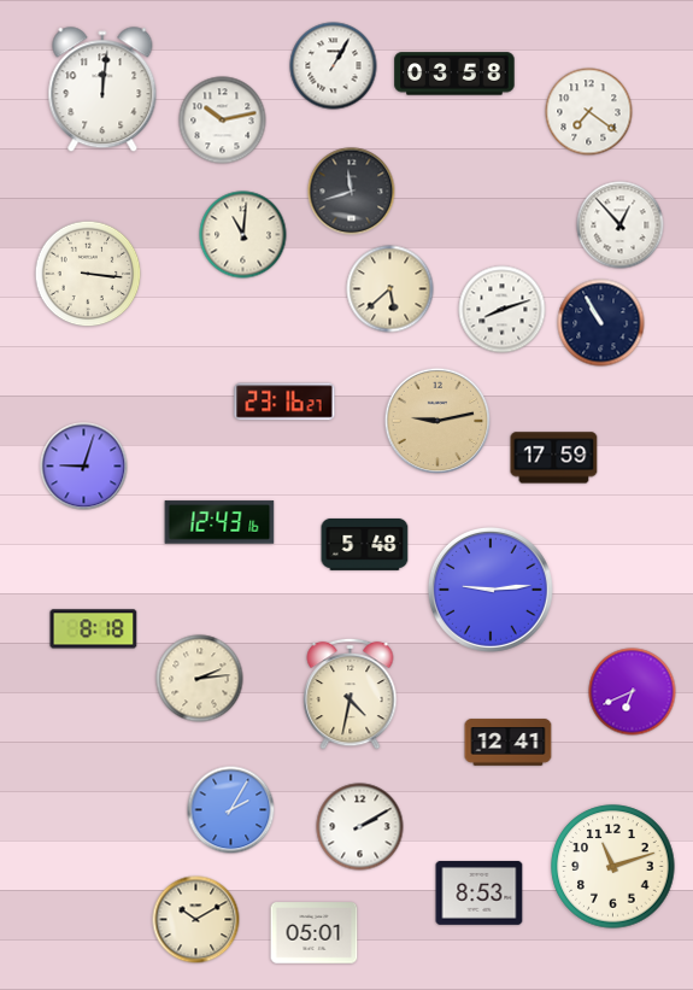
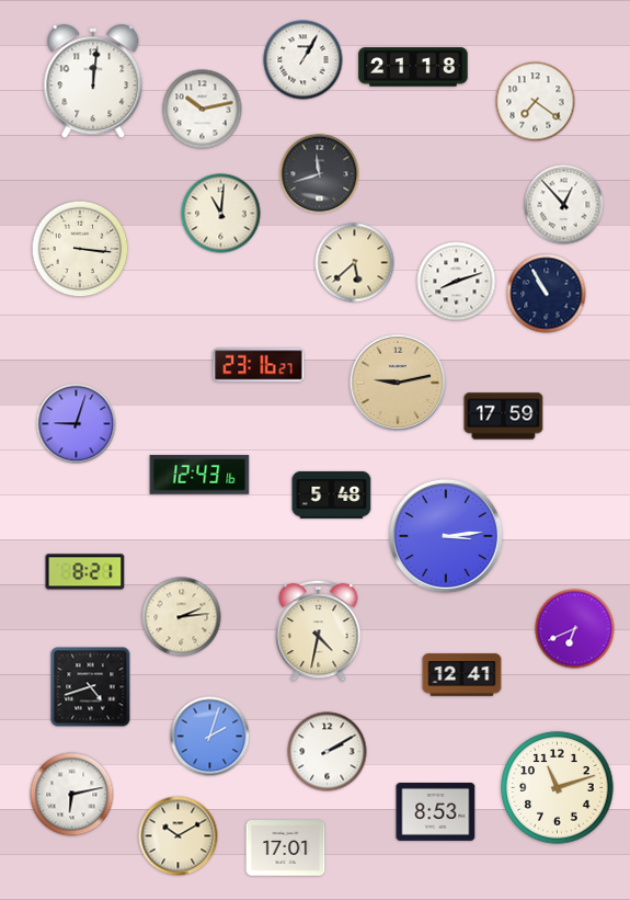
clock at (454, 74): 03:58 -> 21:18
clock at (491, 590): 9:14 -> 3:14
clock at (94, 629): 8:18 -> 8:21
clock at (91, 687): none -> 4:42
clock at (231, 810): 2:05 -> 2:03
clock at (72, 795): none -> 6:13
clock at (315, 933): 05:01 -> 17:01
